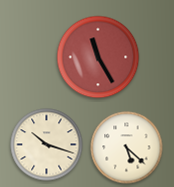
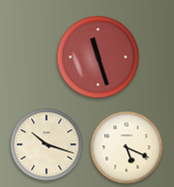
clock at (98, 57): 11:25 -> 11:27
clock at (127, 148): 5:22 -> 5:19
